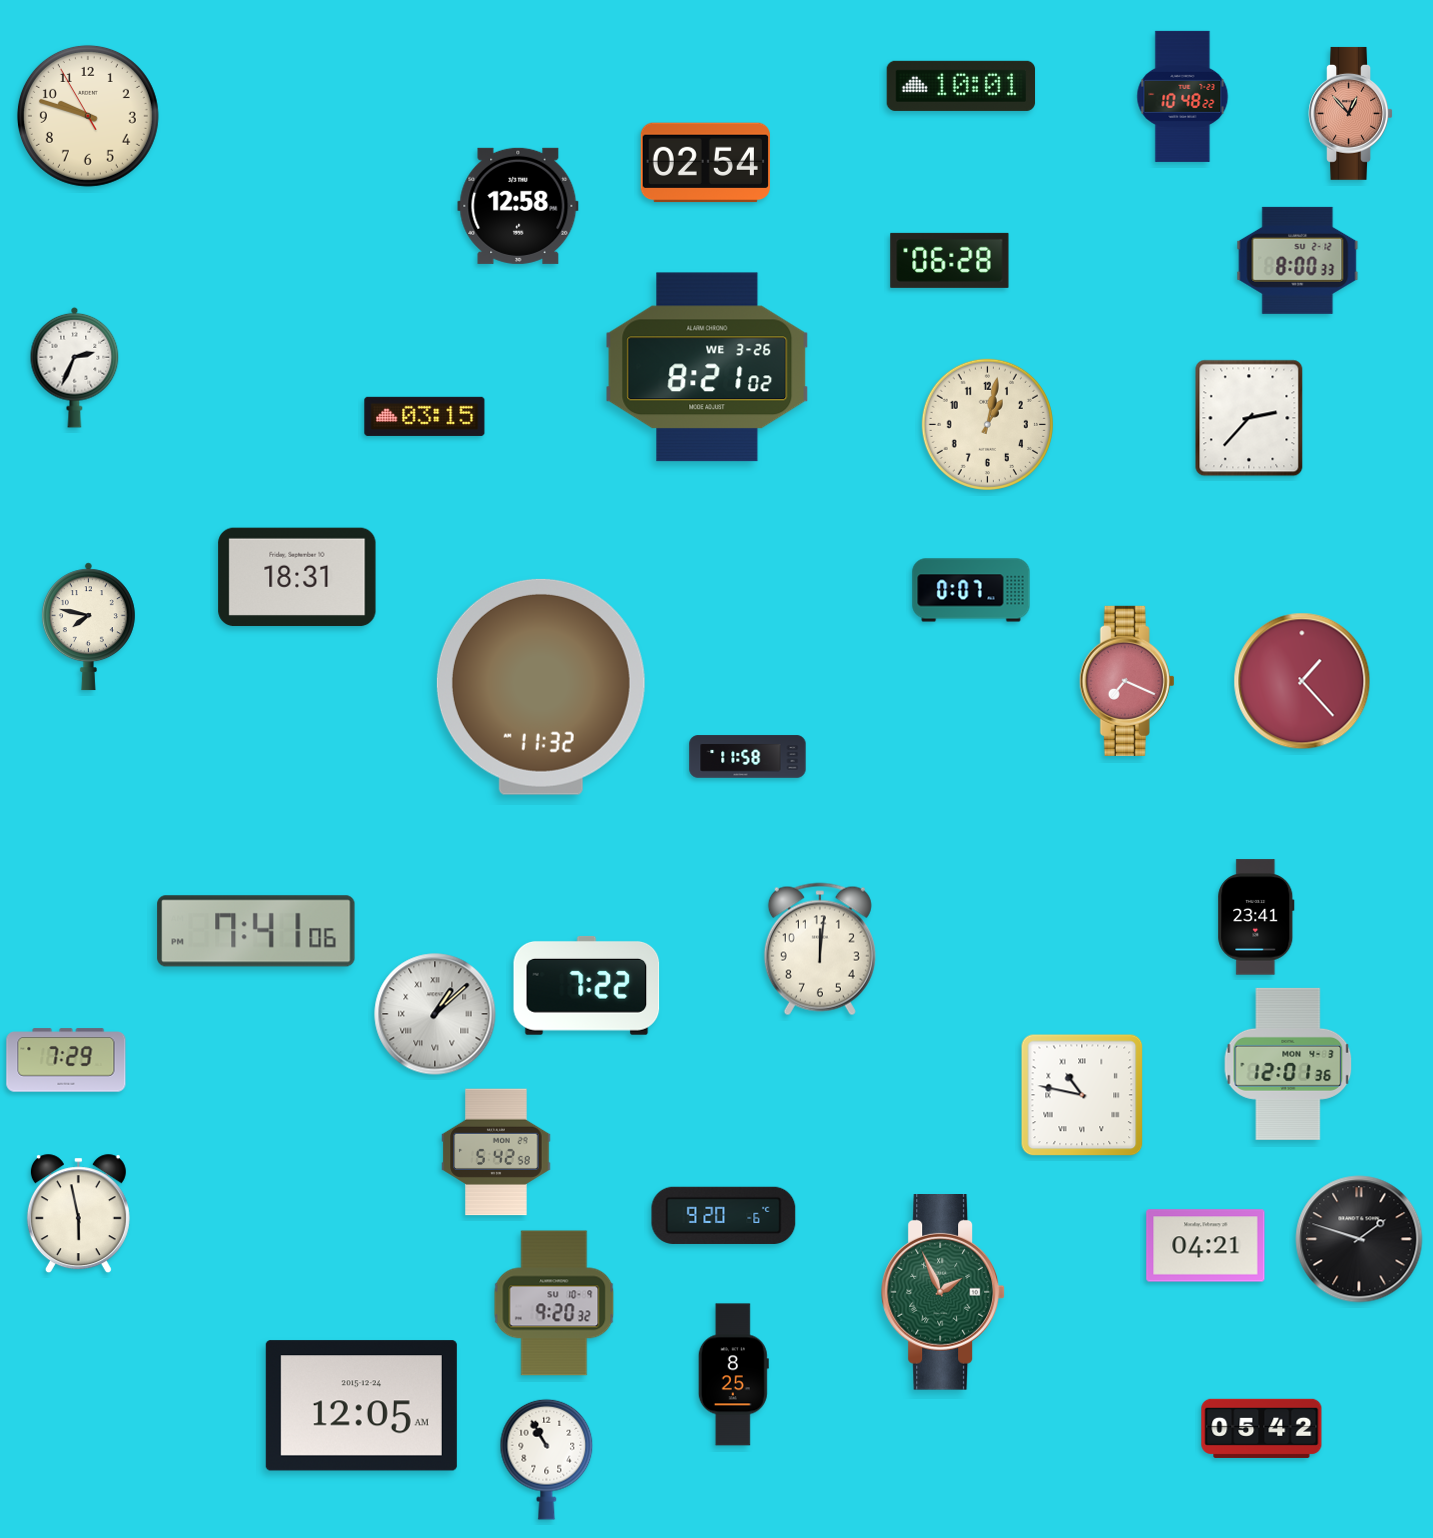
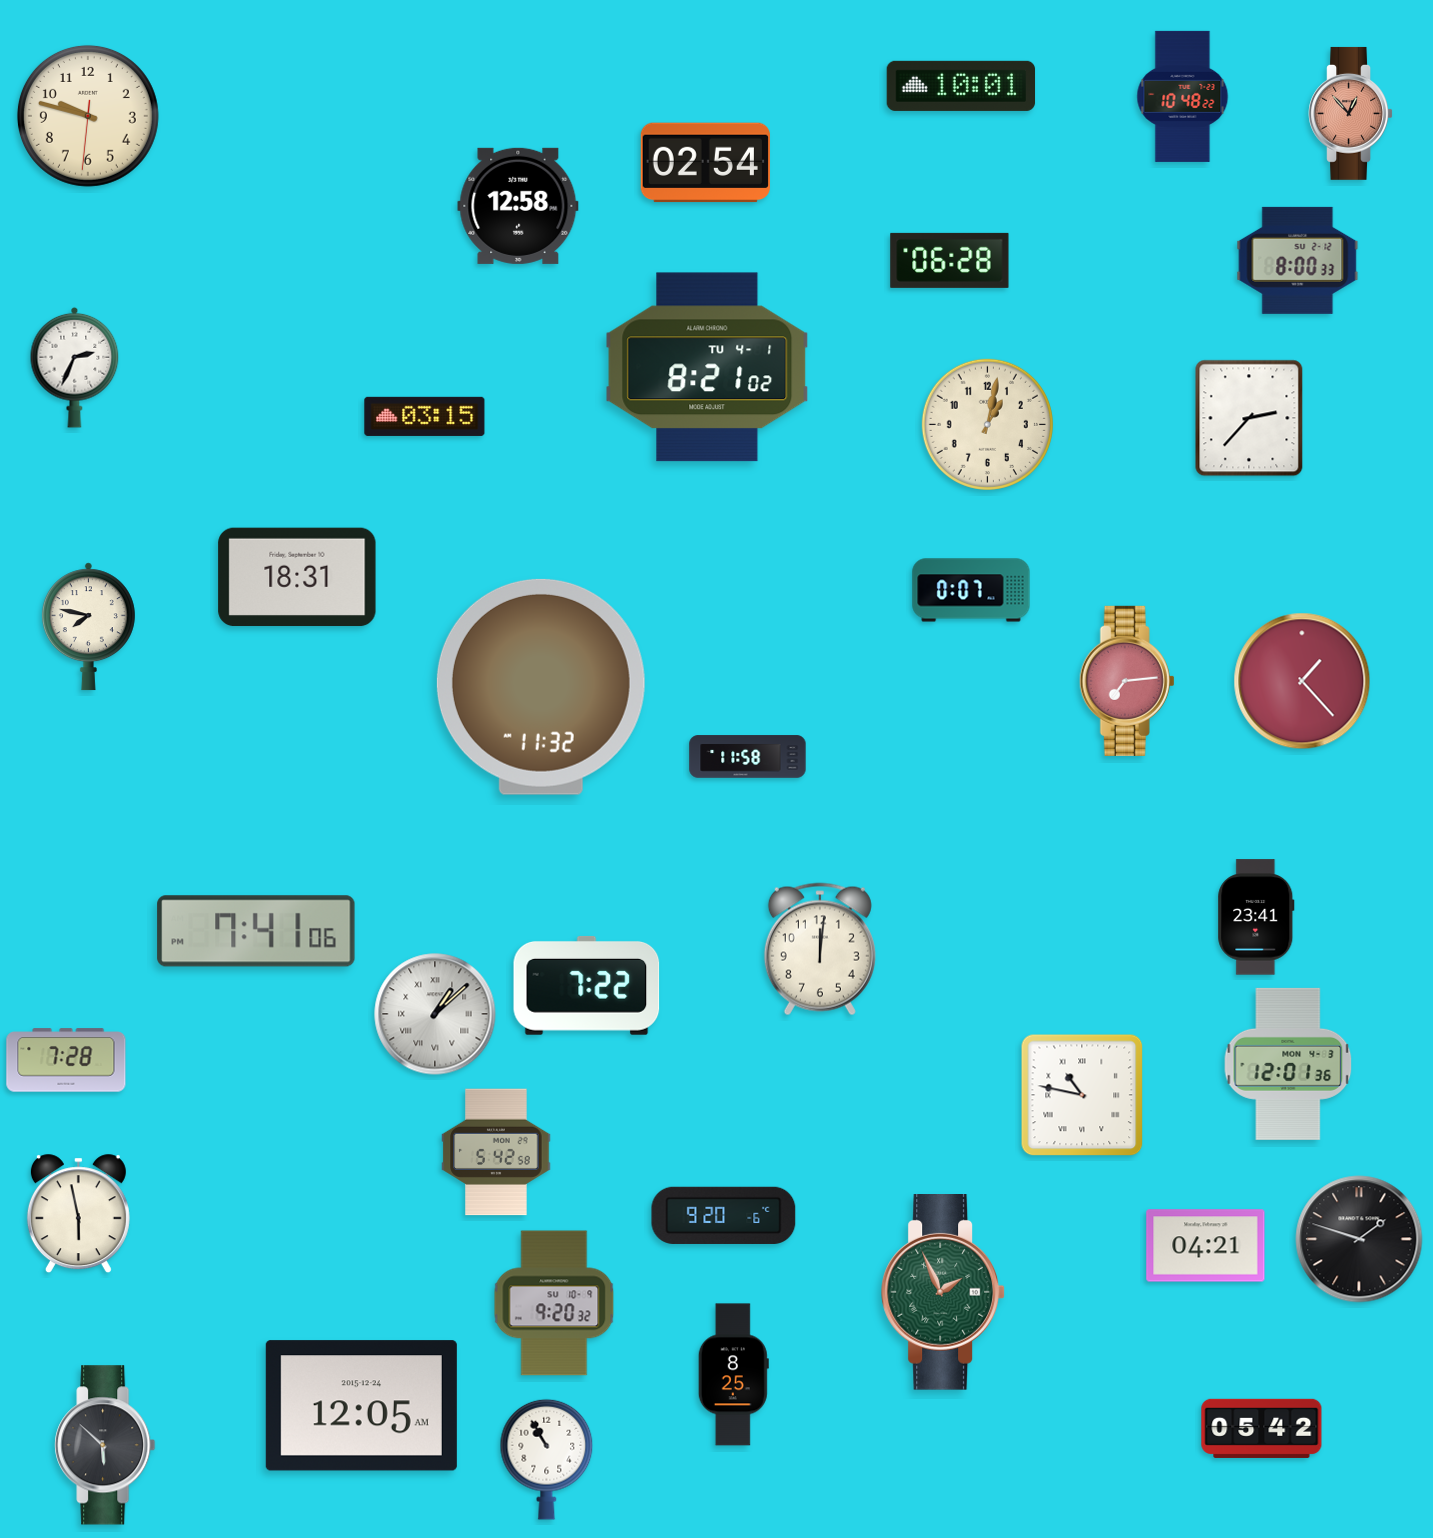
clock at (88, 116): 9:47:55 -> 9:47:31
clock at (707, 367) date: WE 3-26 -> TU 4-1
clock at (1127, 681): 7:19 -> 7:14
clock at (66, 1060): 7:29 -> 7:28
clock at (105, 1445): none -> 5:52
